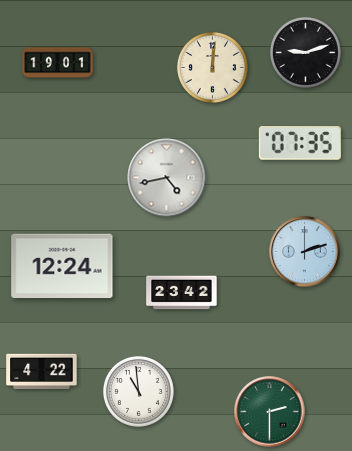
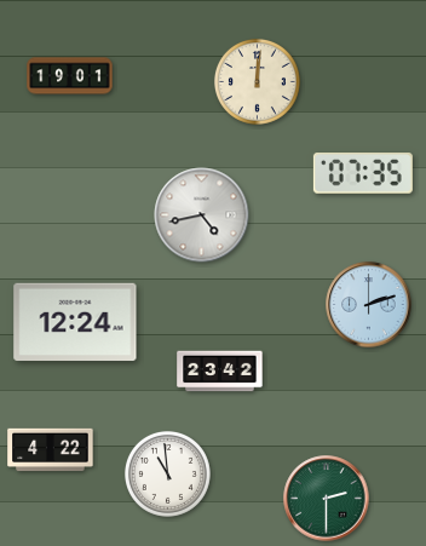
clock at (305, 52): 9:12 -> none
clock at (182, 293) position: (182, 293) -> (220, 372)
